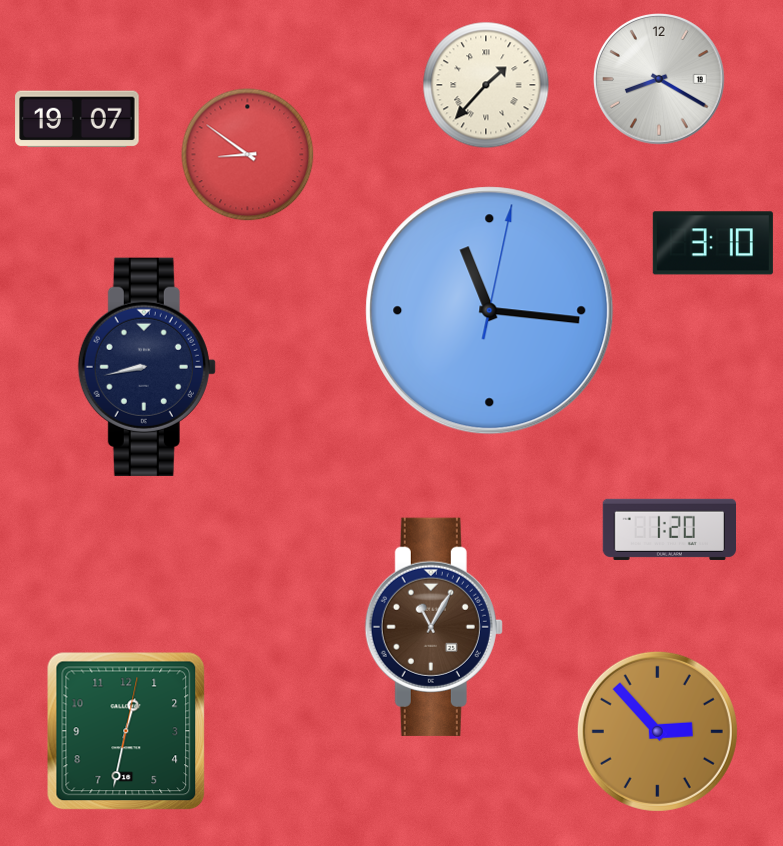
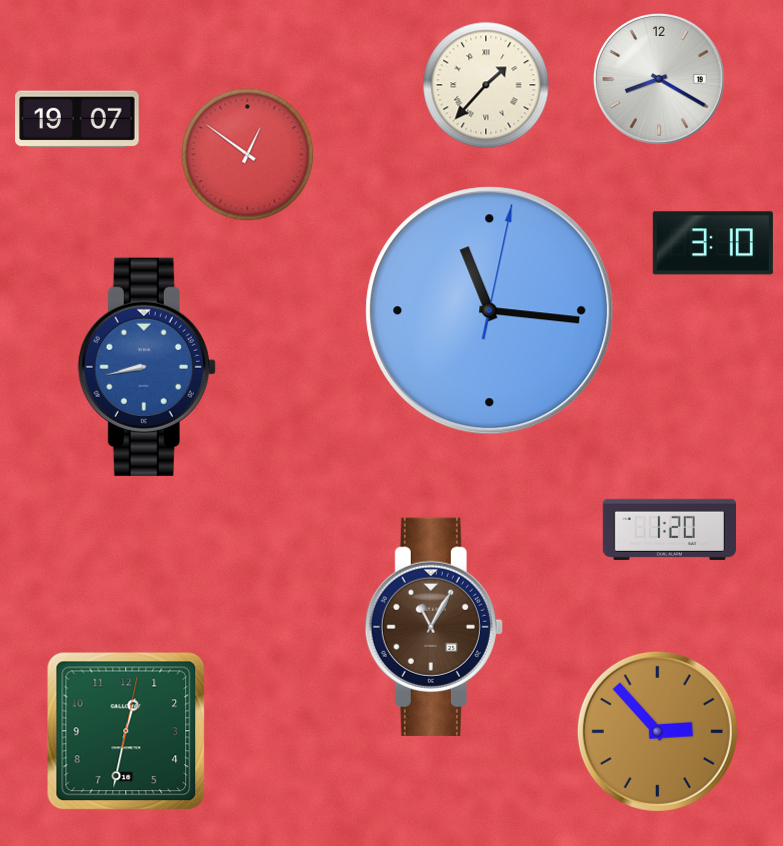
clock at (248, 155): 8:51 -> 12:51
clock at (147, 367) dial: navy -> blue
